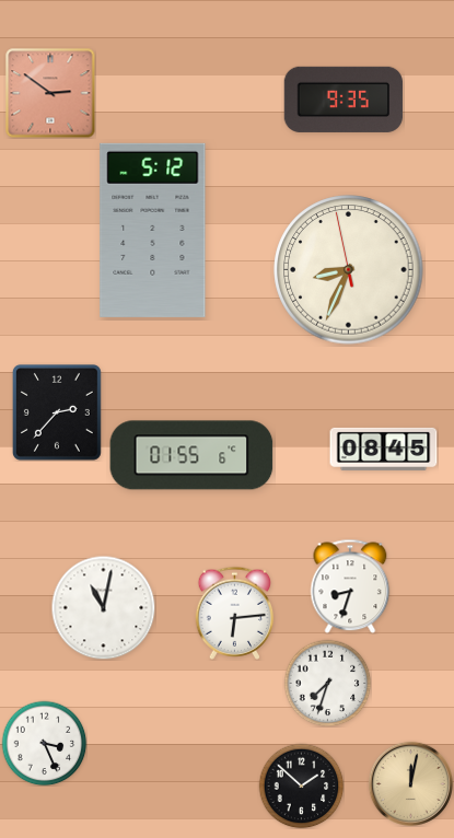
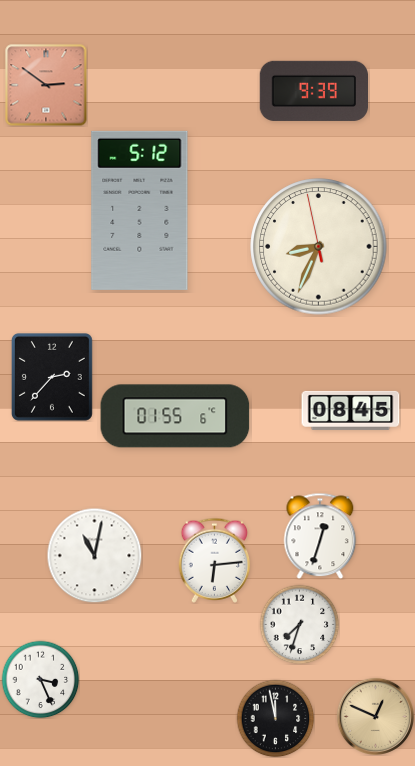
clock at (342, 100): 9:35 -> 9:39
clock at (350, 586): 8:33 -> 12:33
clock at (410, 783): 12:02 -> 12:49
clock at (301, 785): 1:52 -> 11:58
